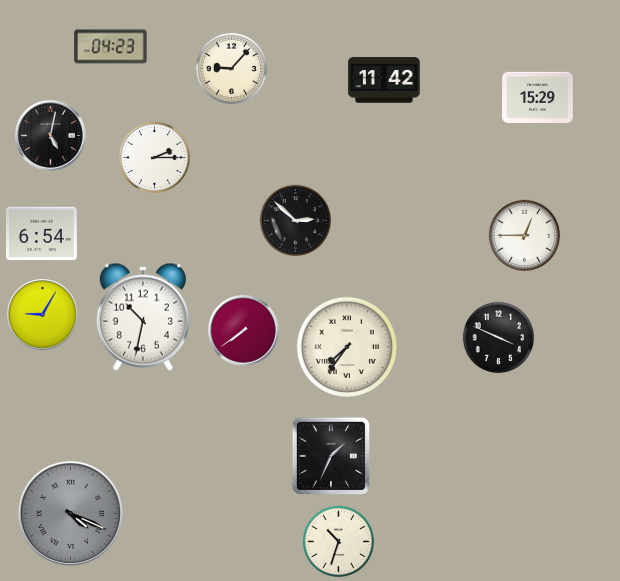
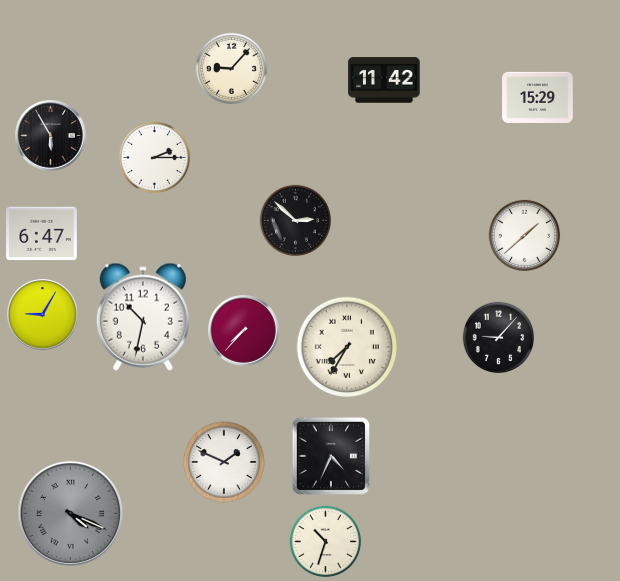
clock at (111, 47): 04:23 -> none
clock at (51, 136): 5:02 -> 5:55
clock at (42, 234): 6:54 -> 6:47
clock at (525, 236): 12:45 -> 1:38
clock at (244, 331): 7:39 -> 7:37
clock at (499, 338): 3:49 -> 9:07
clock at (346, 346): 7:36 -> 7:35
clock at (330, 455): 1:34 -> 4:34
clock at (224, 462): none -> 1:49
clock at (339, 542) position: (339, 542) -> (326, 542)
